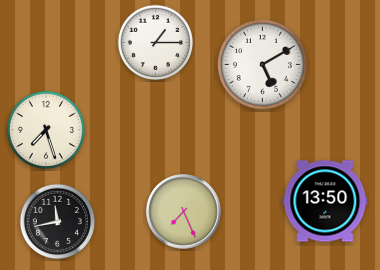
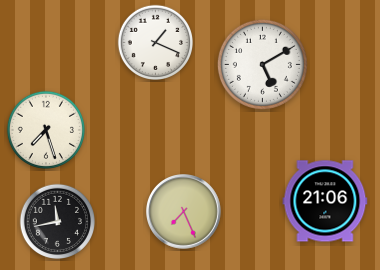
clock at (155, 42): 1:15 -> 1:19
clock at (325, 201): 13:50 -> 21:06
